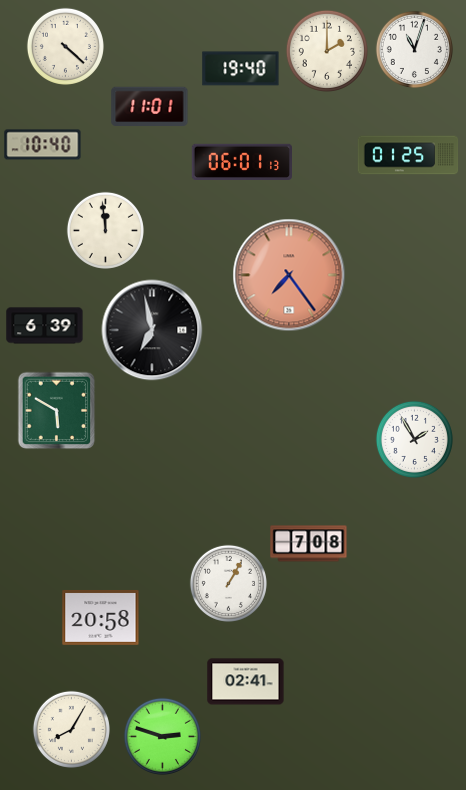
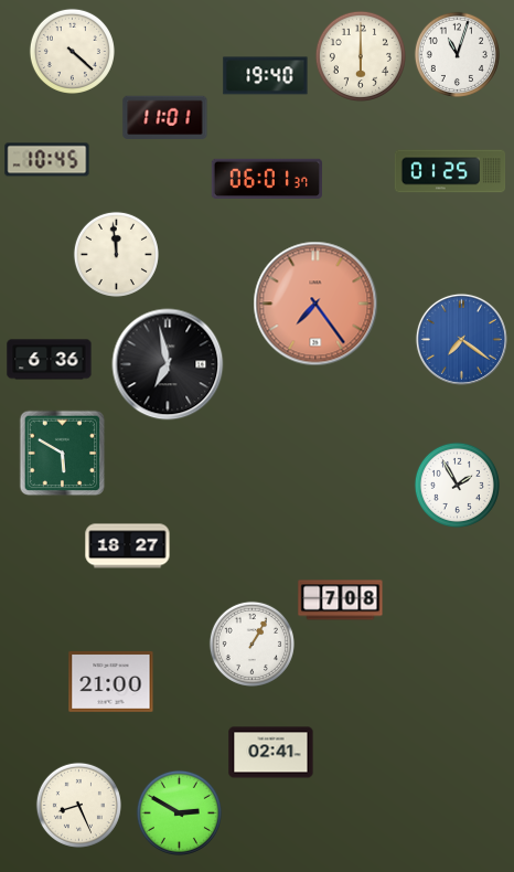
clock at (326, 50): 2:00 -> 6:00
clock at (43, 145): 10:40 -> 10:45
clock at (241, 162): 06:01:13 -> 06:01:37
clock at (289, 275) position: (289, 275) -> (315, 304)
clock at (461, 339): none -> 7:21
clock at (45, 326): 6:39 -> 6:36
clock at (128, 546): none -> 18:27
clock at (101, 618): 20:58 -> 21:00
clock at (71, 729): 8:05 -> 8:26
clock at (162, 736): 2:48 -> 2:50
